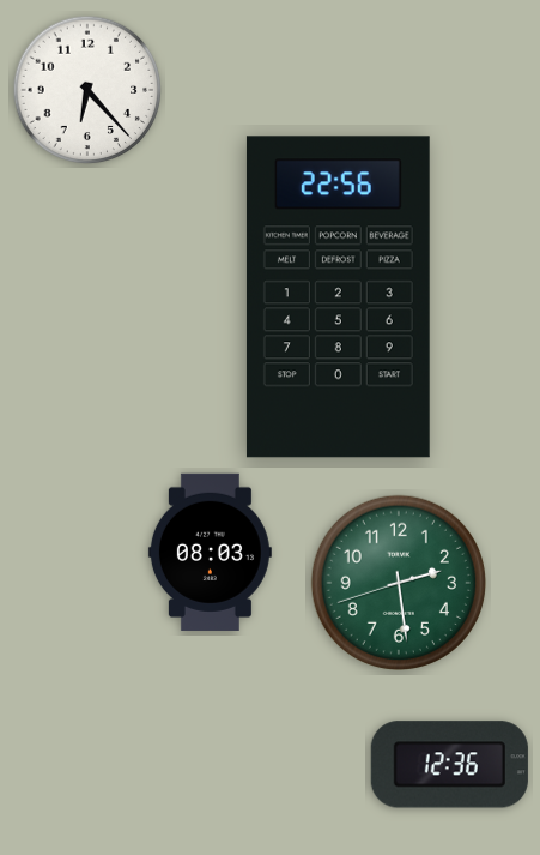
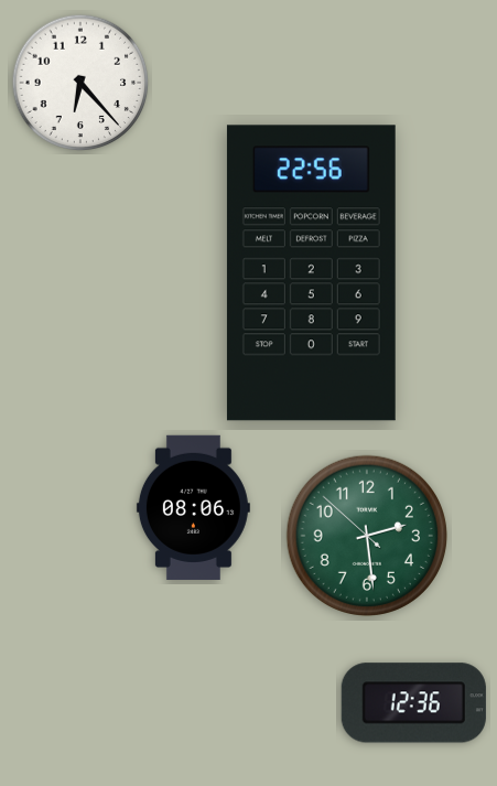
clock at (210, 552): 08:03 -> 08:06
clock at (399, 583): 2:28:42 -> 2:28:52
